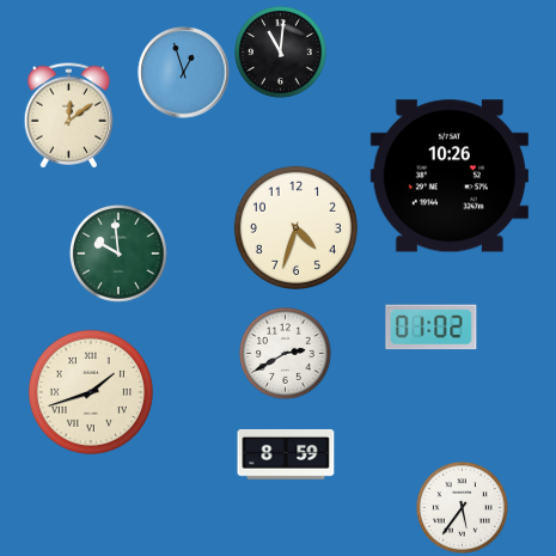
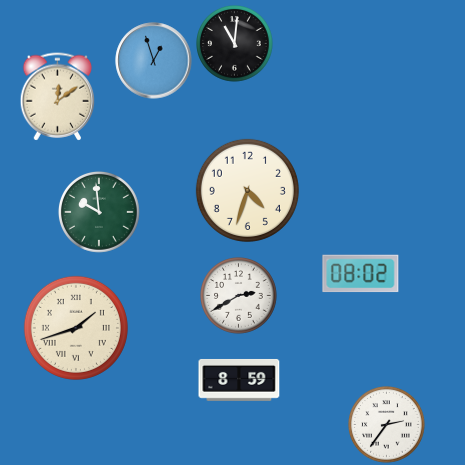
clock at (450, 176): 10:26 -> none
clock at (432, 328): 01:02 -> 08:02
clock at (463, 508): 5:36 -> 2:36
